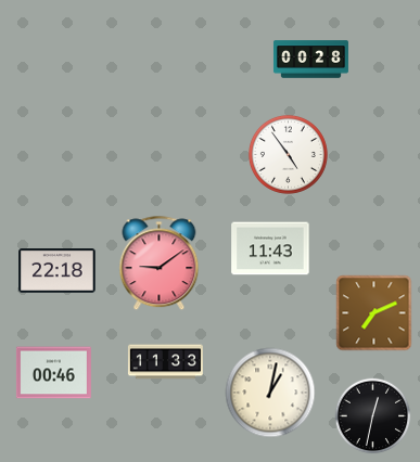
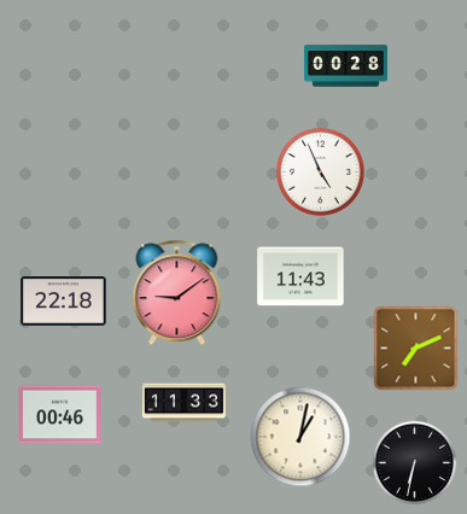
clock at (288, 154): 4:54 -> 4:56
clock at (373, 416): 12:32 -> 6:32
